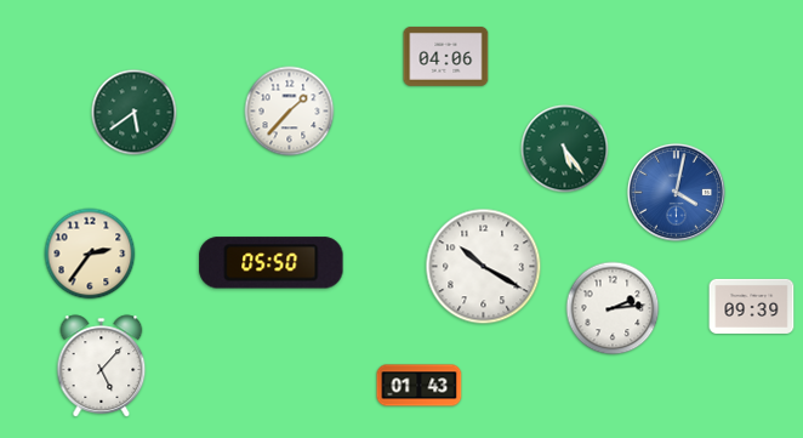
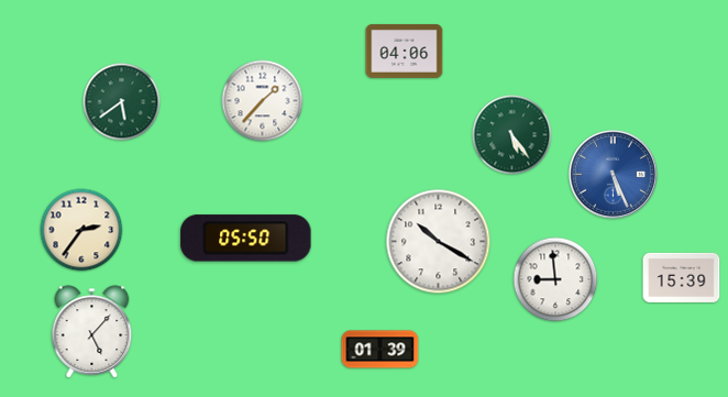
clock at (676, 192): 4:02 -> 5:26
clock at (752, 306): 09:39 -> 15:39
clock at (613, 308): 2:14 -> 8:59
clock at (420, 386): 01:43 -> 01:39
